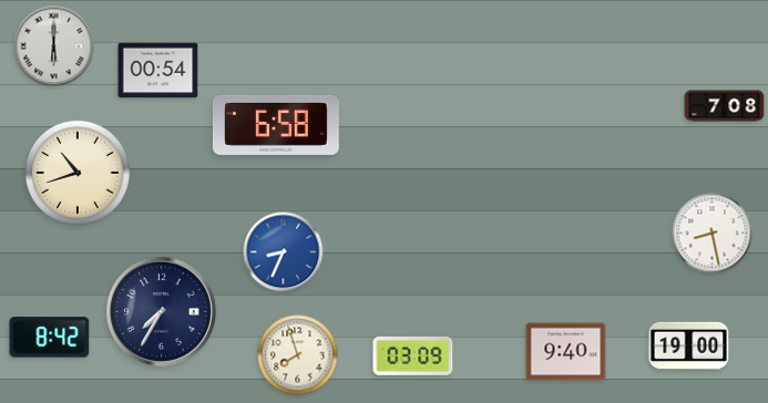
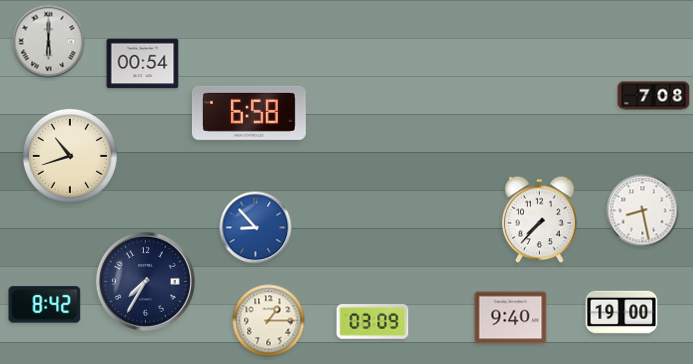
clock at (540, 220): none -> 7:37
clock at (284, 252): 8:34 -> 8:53
clock at (298, 355): 7:57 -> 1:15
